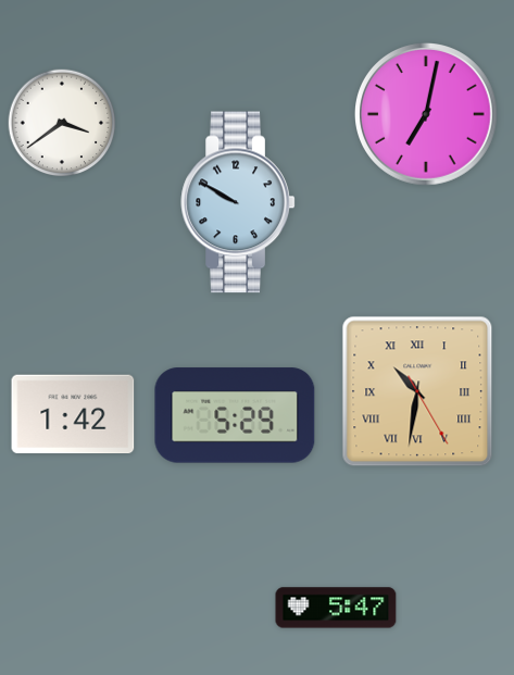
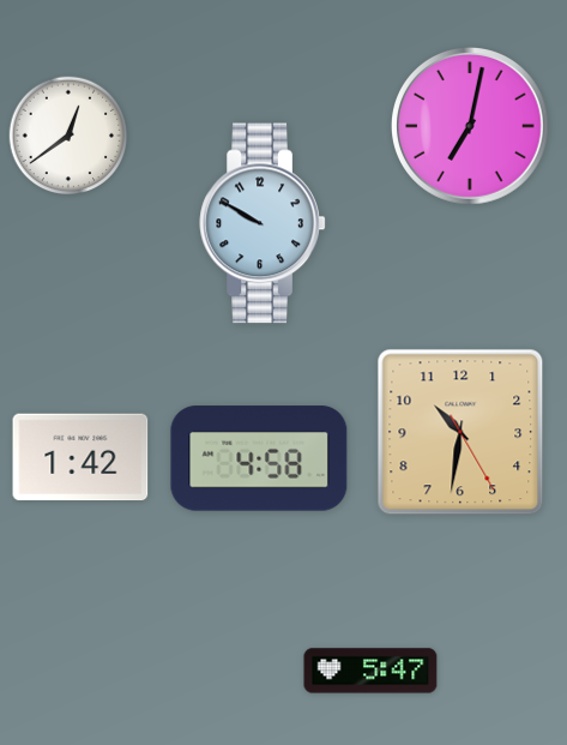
clock at (62, 123): 3:39 -> 12:39
clock at (417, 391) numerals: Roman -> Arabic
clock at (235, 415): 5:29 -> 4:58
